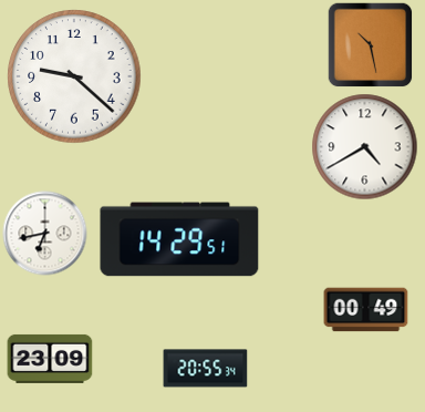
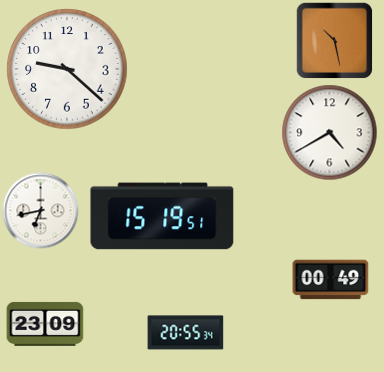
clock at (179, 239): 14:29 -> 15:19
